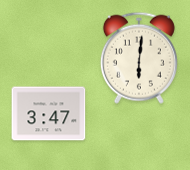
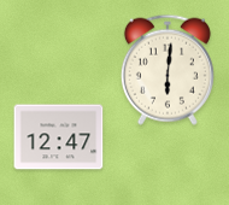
clock at (49, 114): 3:47 -> 12:47
